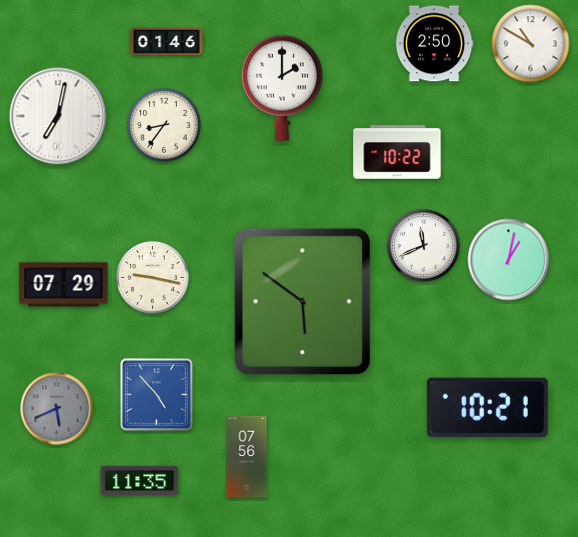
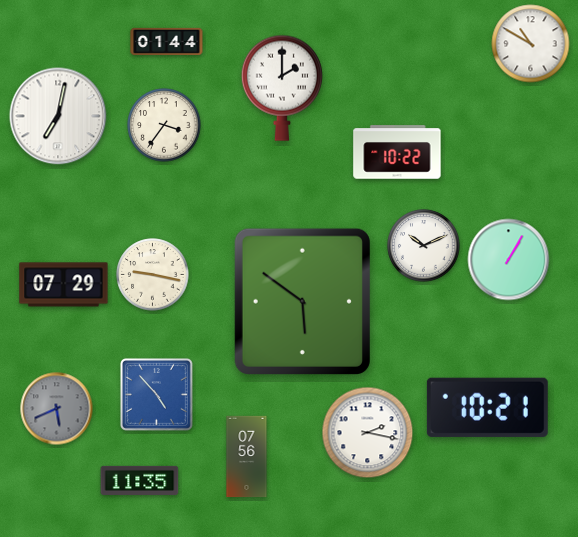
clock at (167, 41): 01:46 -> 01:44
clock at (434, 44): 2:50 -> none
clock at (164, 125): 8:36 -> 3:36
clock at (424, 246): 11:41 -> 10:11
clock at (509, 260): 1:02 -> 1:05
clock at (153, 278) position: (153, 278) -> (153, 275)
clock at (368, 433): none -> 2:17
